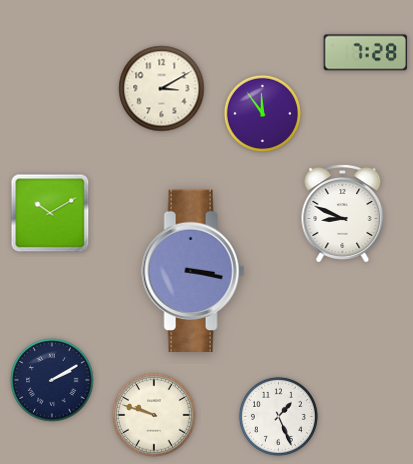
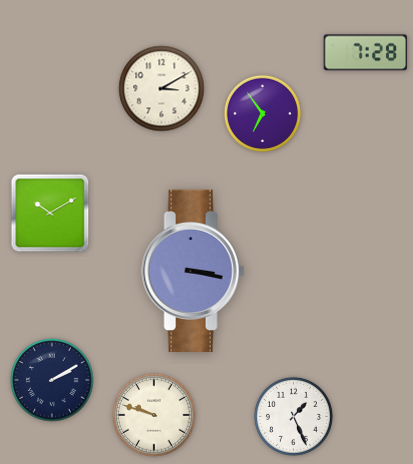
clock at (262, 113): 11:54 -> 6:54
clock at (343, 214): 8:49 -> none
clock at (278, 416) position: (278, 416) -> (293, 416)
